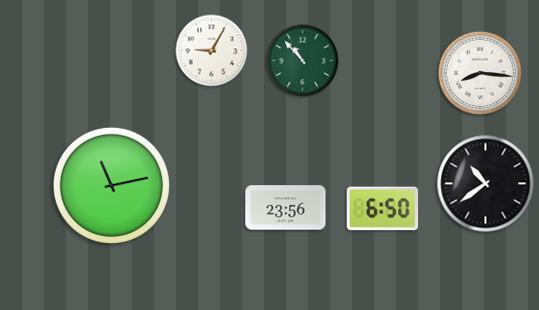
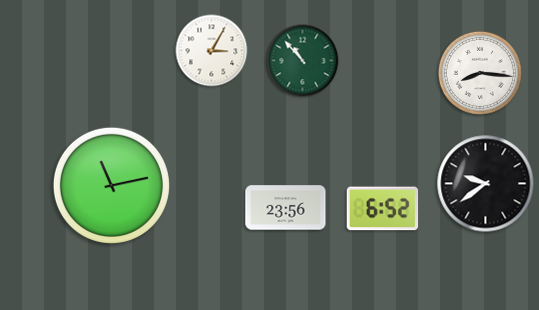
clock at (212, 51): 9:05 -> 3:05
clock at (486, 184): 10:39 -> 9:39
clock at (383, 209): 6:50 -> 6:52
